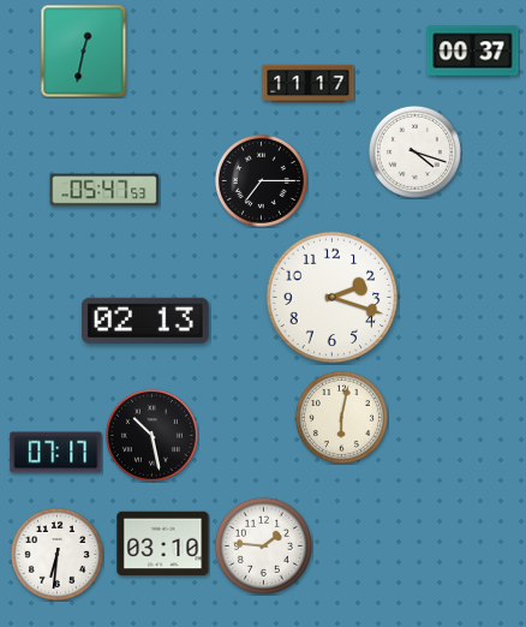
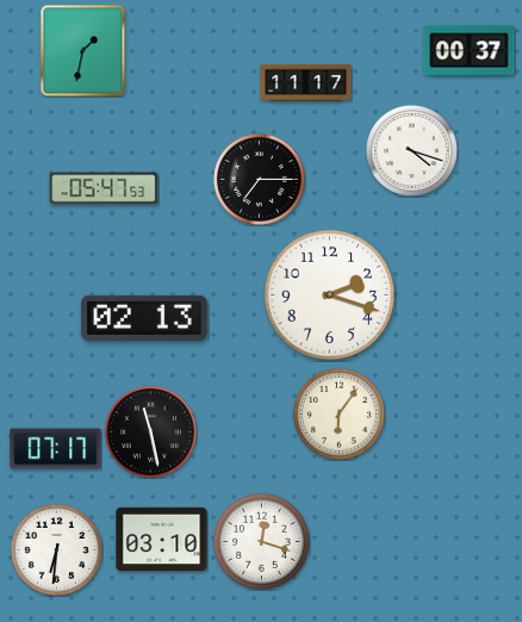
clock at (84, 50): 12:32 -> 1:32
clock at (341, 417): 6:02 -> 6:06
clock at (151, 435): 10:28 -> 11:28
clock at (263, 545): 1:46 -> 12:18
